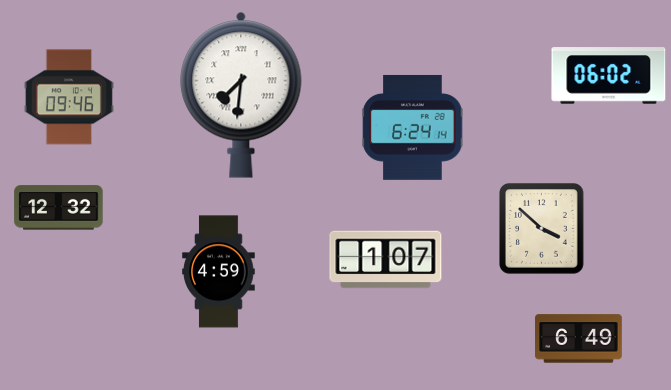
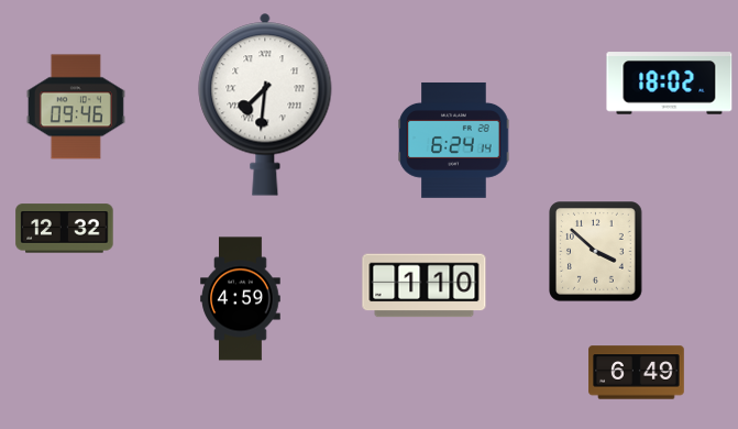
clock at (609, 76): 06:02 -> 18:02
clock at (386, 260): 1:07 -> 1:10
